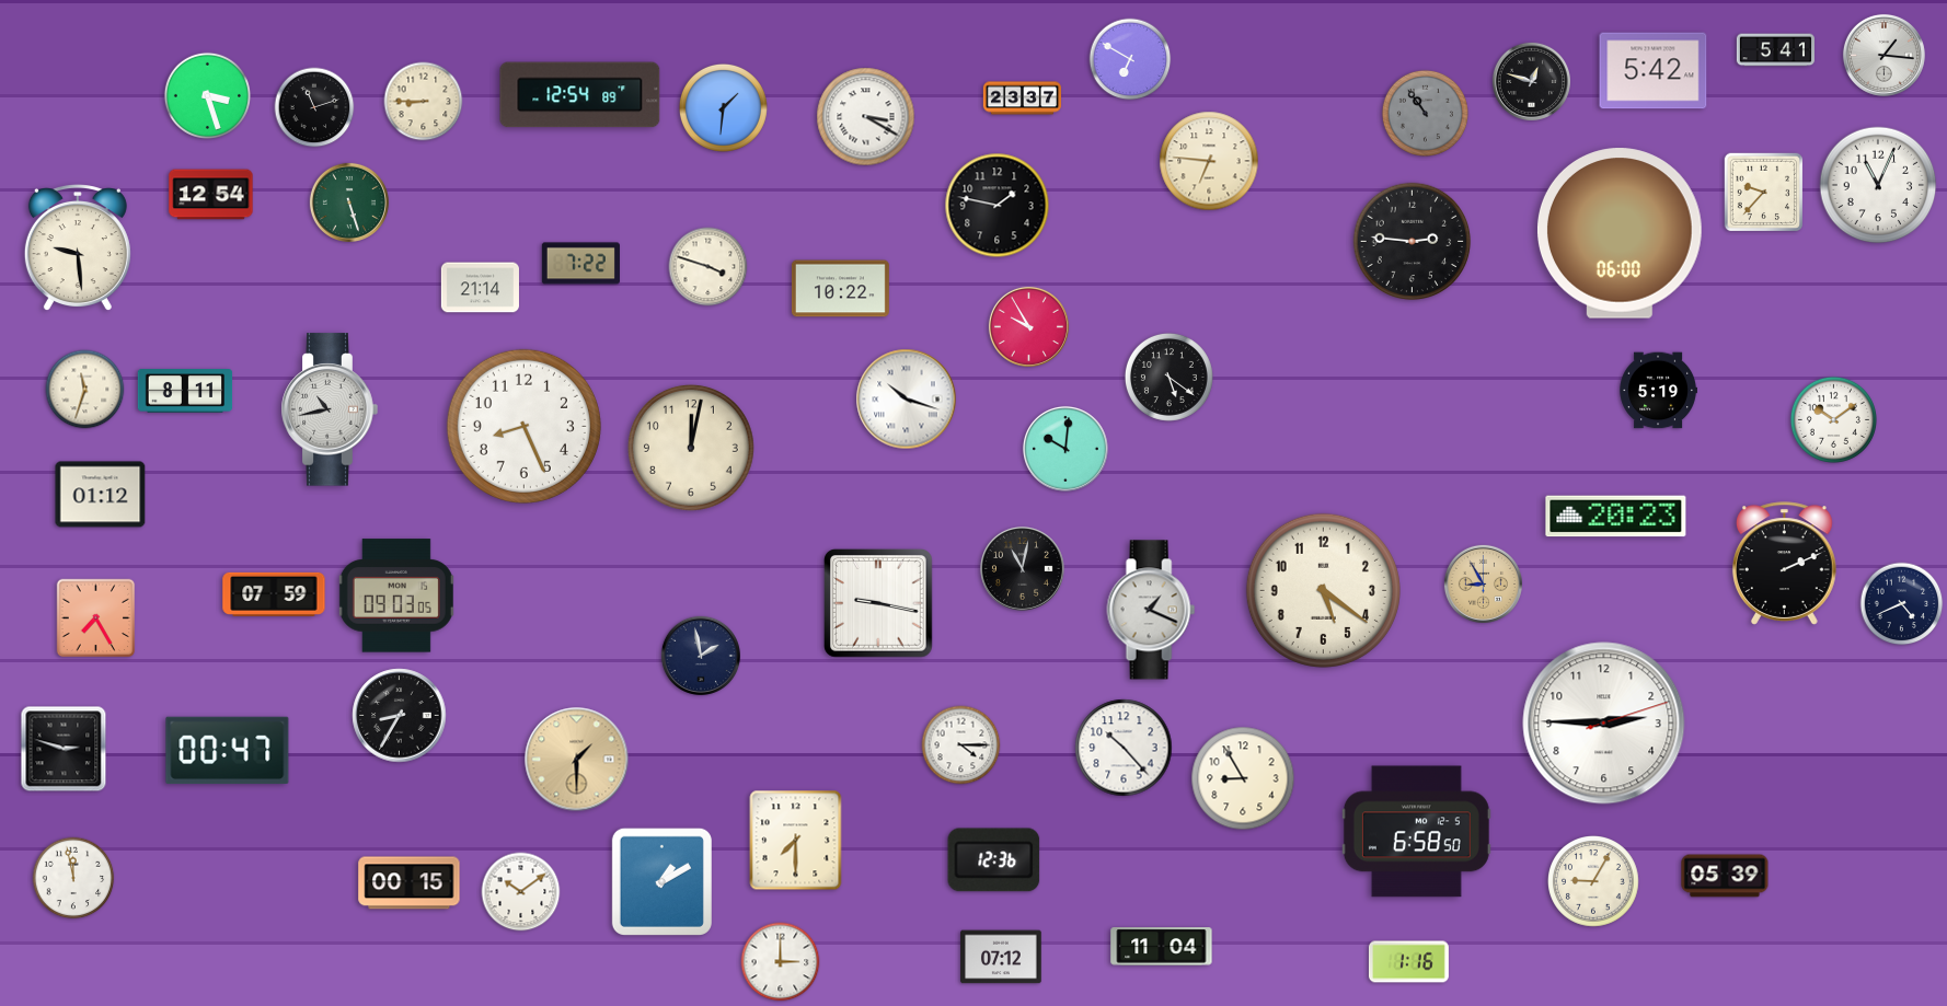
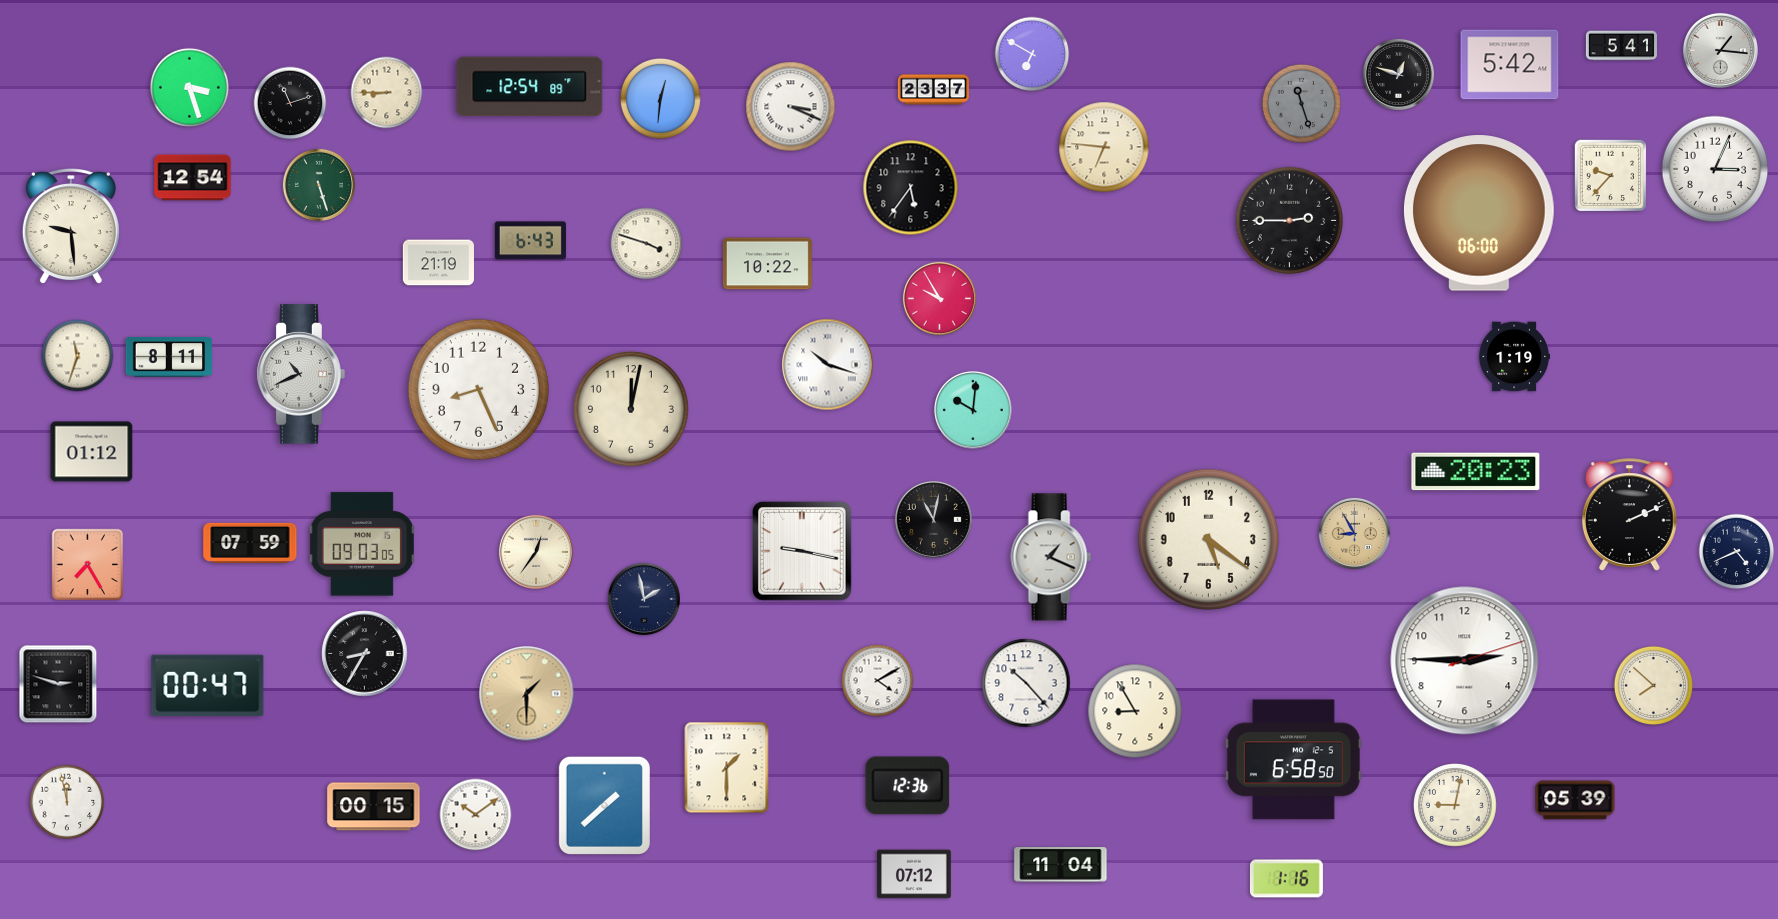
clock at (314, 107) position: (314, 107) -> (290, 103)
clock at (723, 107): 1:31 -> 12:31
clock at (1425, 113): 10:54 -> 11:27
clock at (866, 117): 3:20 -> 3:19
clock at (1878, 185): 11:04 -> 3:04
clock at (998, 206): 1:47 -> 5:36
clock at (1413, 242): 2:46 -> 2:45
clock at (580, 264): 7:22 -> 6:43
clock at (480, 288): 21:14 -> 21:19
clock at (1168, 377): 5:21 -> none
clock at (1658, 391): 5:19 -> 1:19
clock at (330, 409): 10:43 -> 10:41
clock at (1833, 419): 10:09 -> none
clock at (536, 552): none -> 12:36
clock at (701, 656) position: (701, 656) -> (644, 599)
clock at (961, 745): 4:15 -> 4:10
clock at (1653, 685): none -> 7:52
clock at (796, 841): 7:30 -> 1:30
clock at (661, 881): 1:10 -> 1:38
clock at (1594, 882): 9:05 -> 9:02
clock at (781, 962): 3:00 -> none
